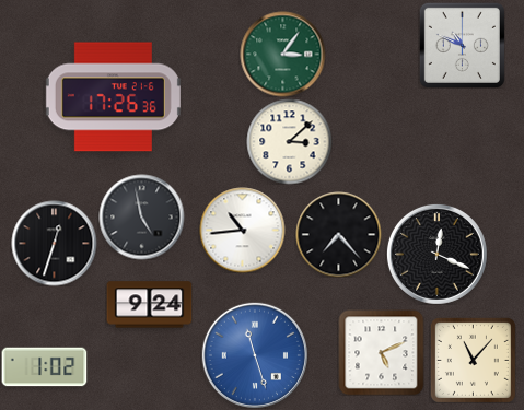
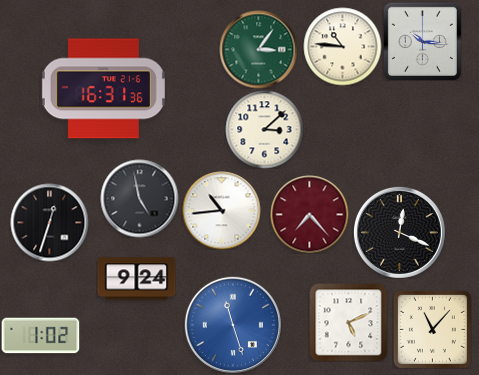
clock at (462, 45): 10:49 -> 10:16
clock at (342, 46): none -> 10:46
clock at (113, 97): 17:26 -> 16:31
clock at (141, 216) position: (141, 216) -> (139, 198)
clock at (338, 234) dial: black -> burgundy
